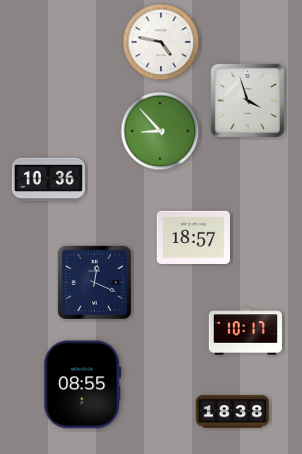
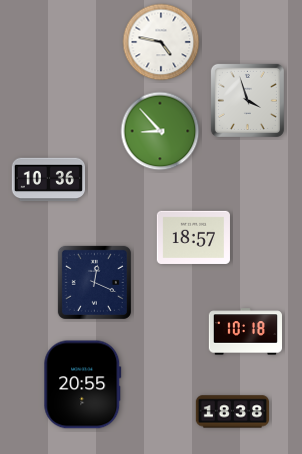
clock at (245, 332): 10:17 -> 10:18
clock at (83, 385): 08:55 -> 20:55
